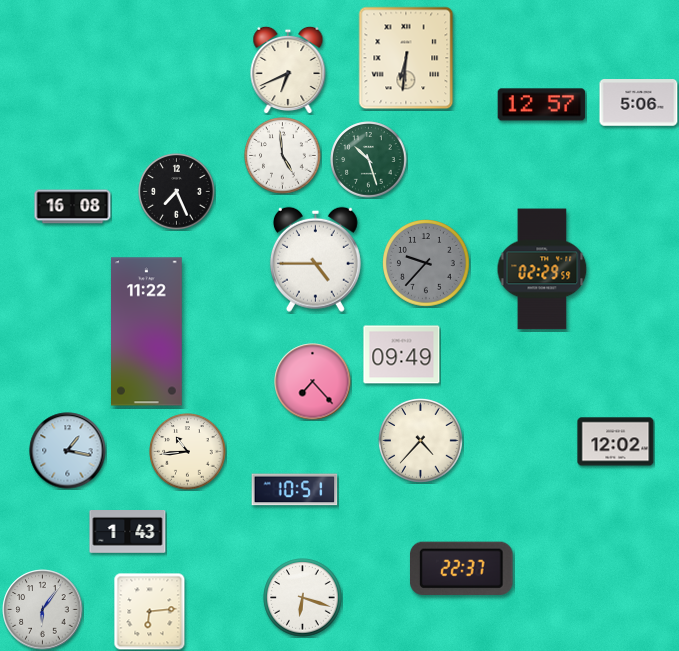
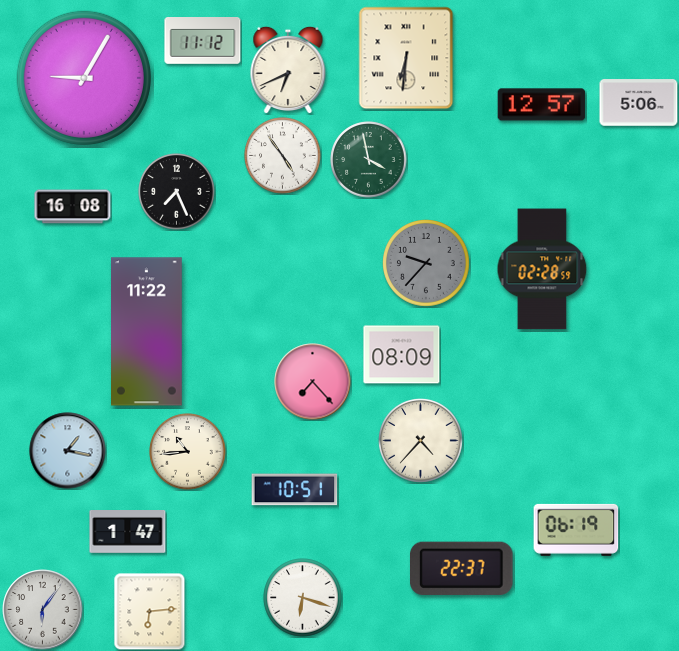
clock at (203, 41): none -> 11:12
clock at (83, 77): none -> 9:05
clock at (283, 156): 4:59 -> 4:54
clock at (369, 160): 10:27 -> 3:58
clock at (315, 259): 4:45 -> none
clock at (542, 269): 02:29 -> 02:28
clock at (402, 355): 09:49 -> 08:09
clock at (616, 442): 12:02 -> none
clock at (576, 530): none -> 06:19
clock at (128, 532): 1:43 -> 1:47
